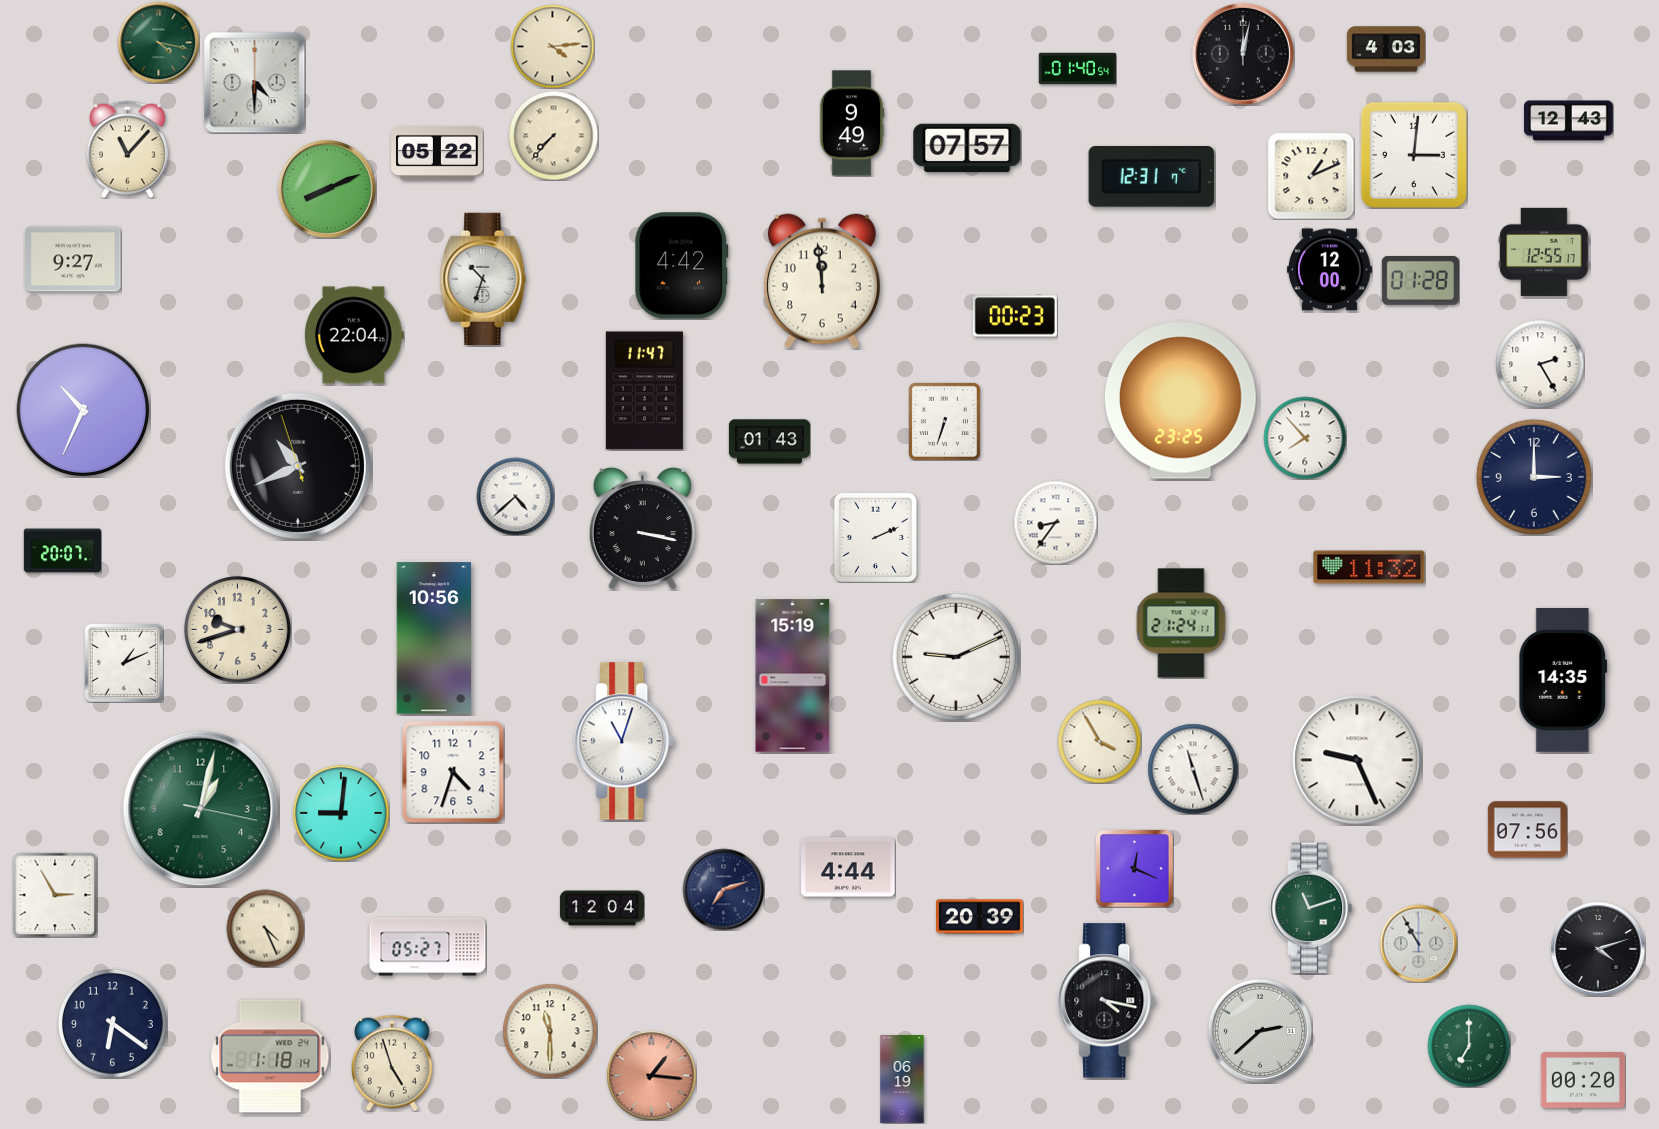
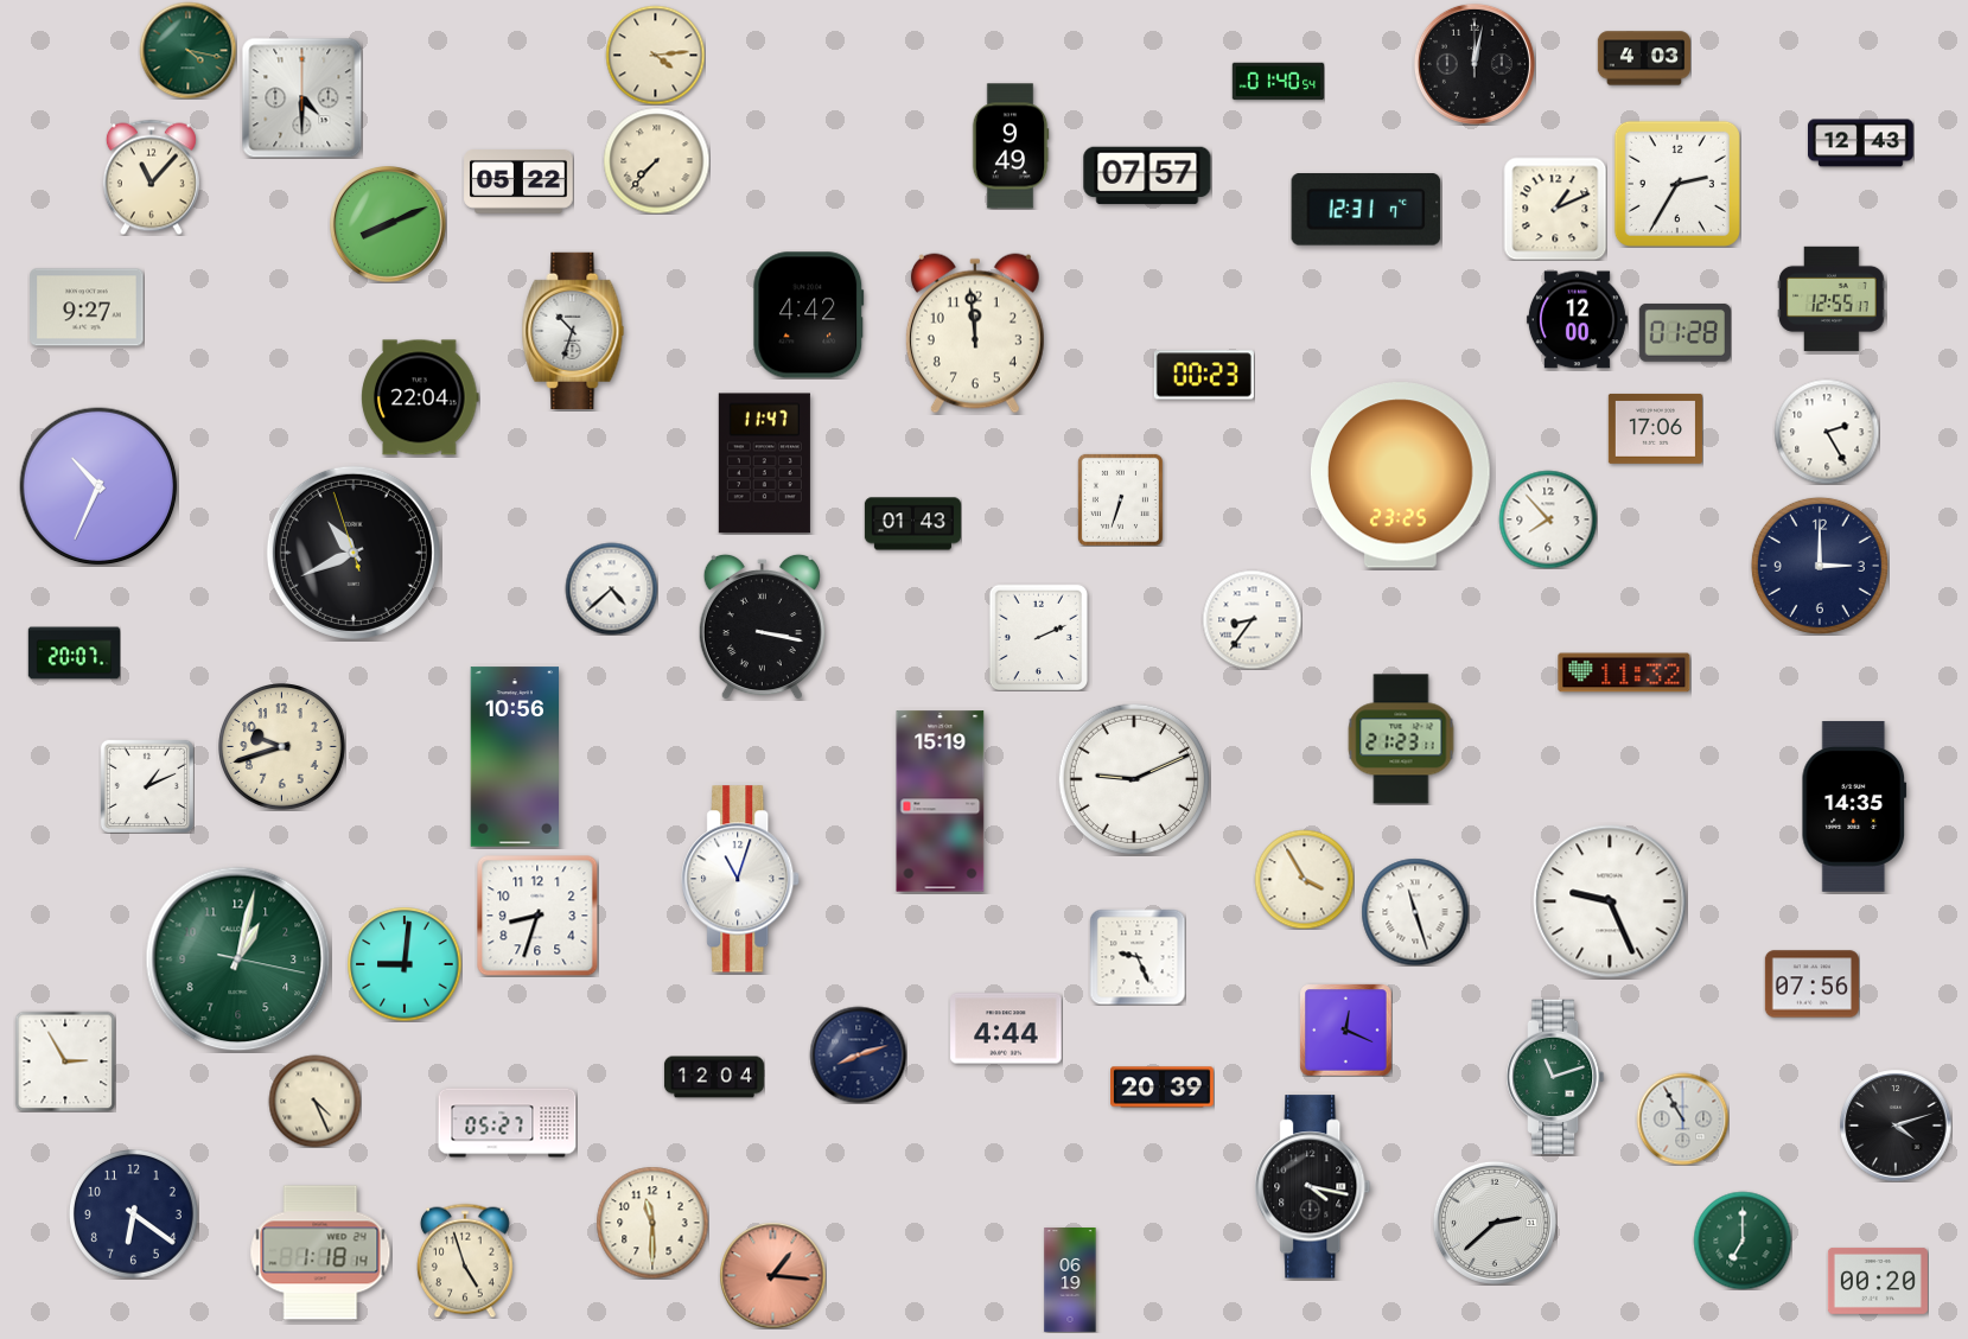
clock at (1414, 155): 3:01 -> 2:35
clock at (1655, 428): none -> 17:06
clock at (1181, 623): 21:24 -> 21:23
clock at (453, 772): 4:33 -> 8:33
clock at (1138, 957): none -> 9:26
clock at (723, 889): 7:12 -> 8:12
